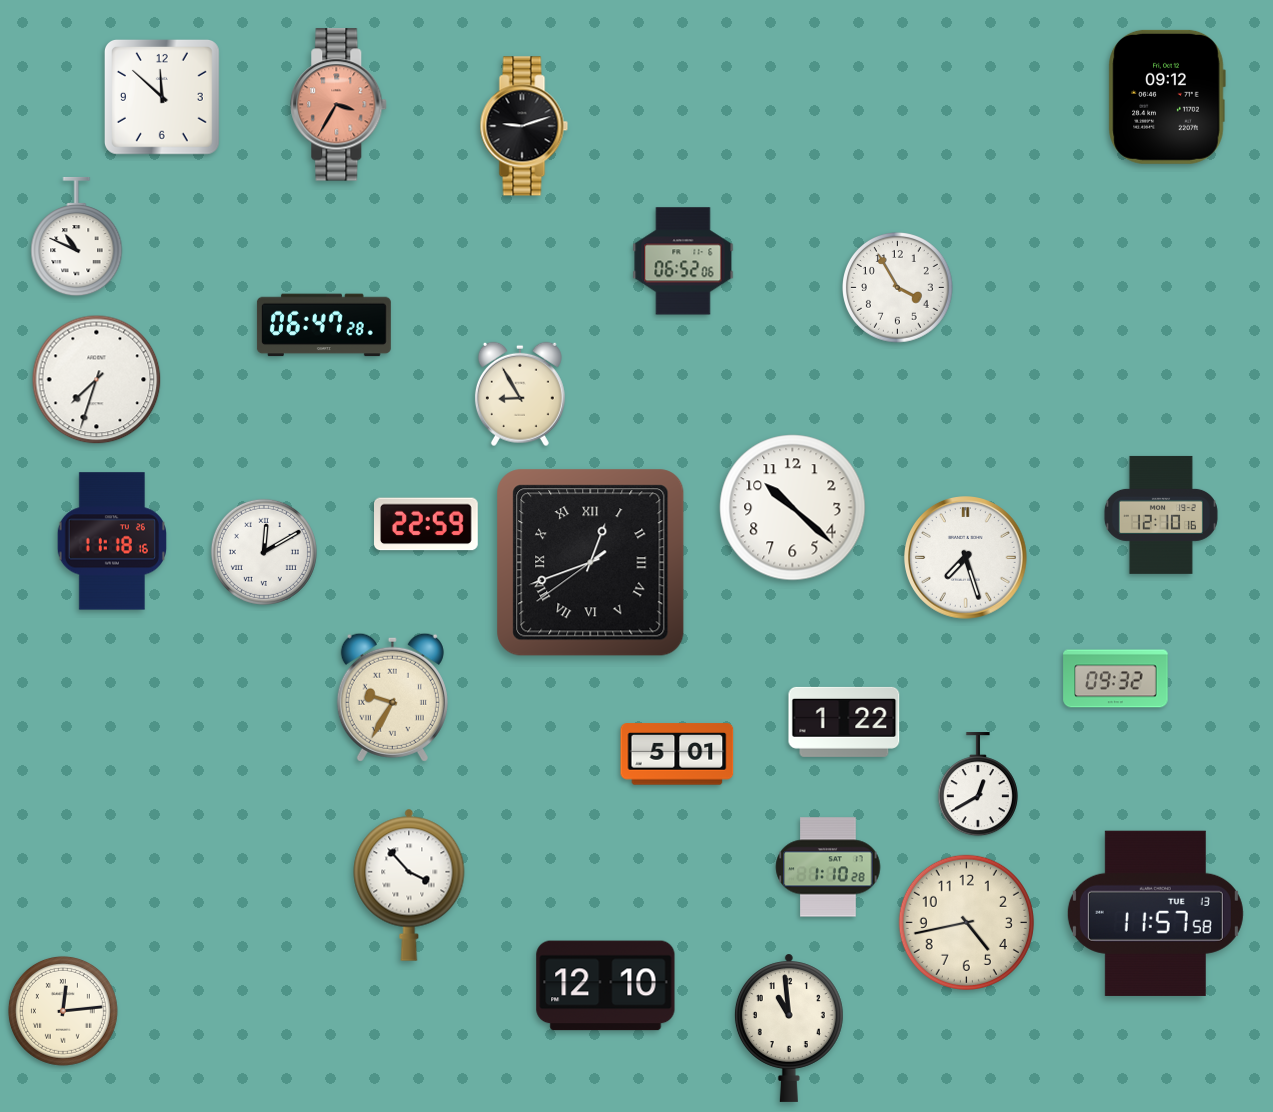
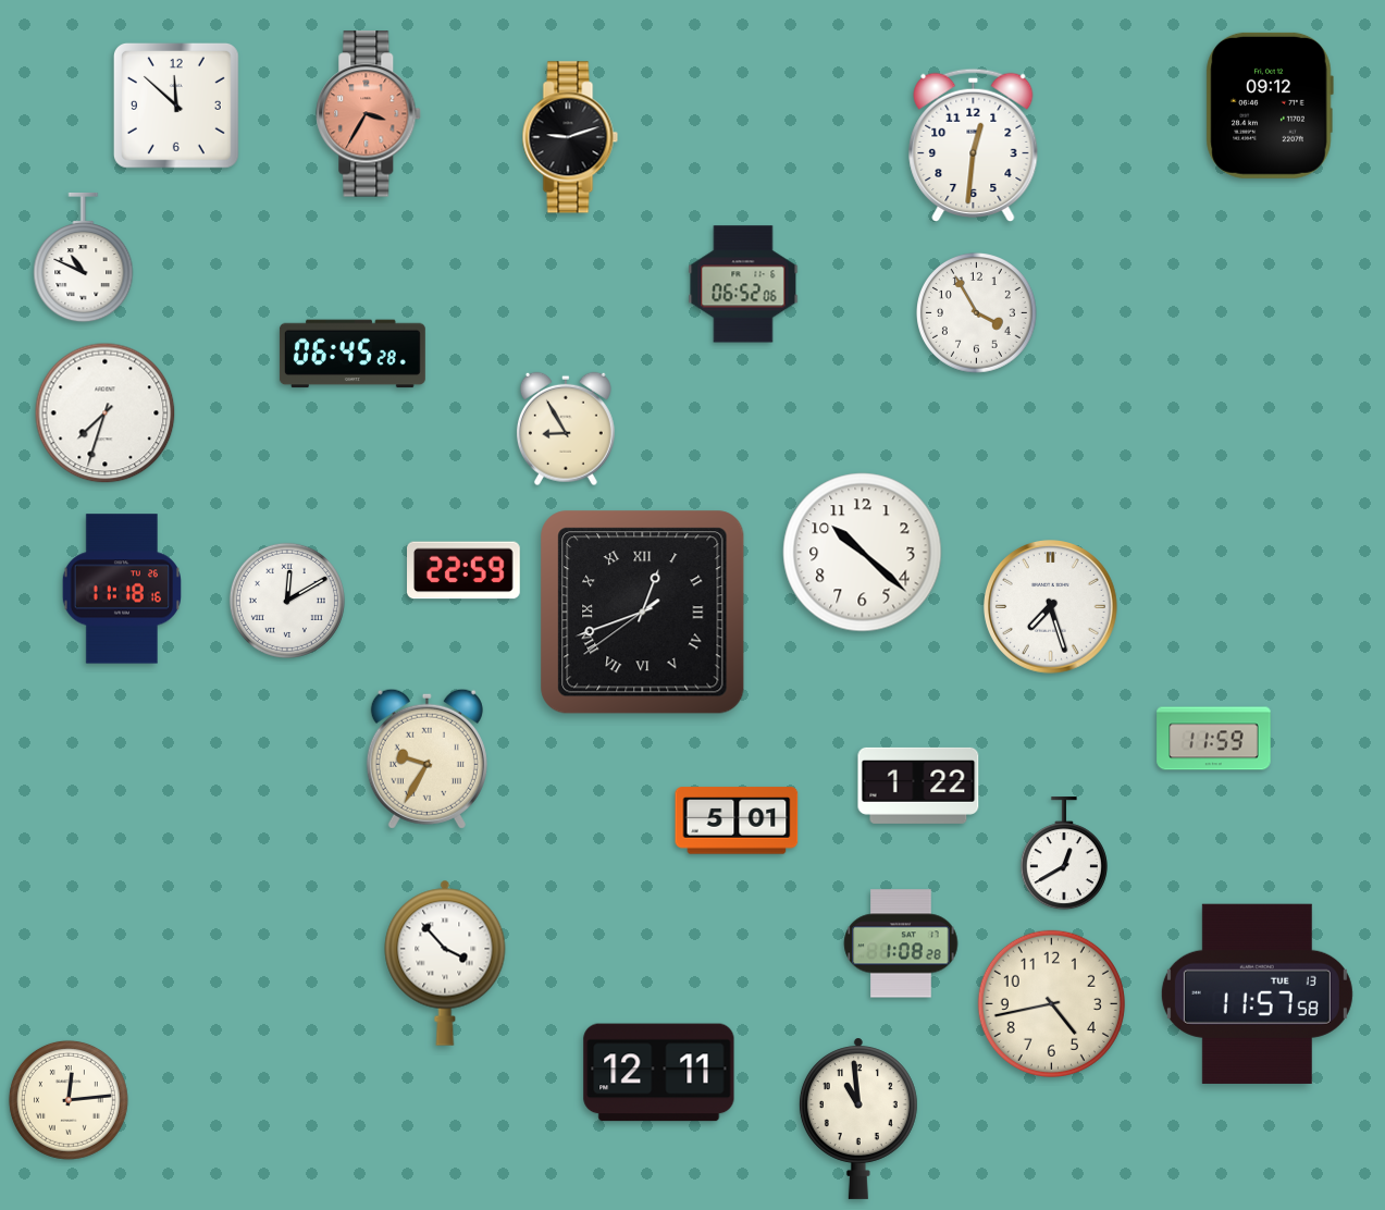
clock at (974, 145): none -> 12:31
clock at (324, 325): 06:47 -> 06:45
clock at (1161, 515): 12:10 -> none
clock at (1116, 679): 09:32 -> 11:59
clock at (828, 867): 1:10 -> 1:08
clock at (606, 986): 12:10 -> 12:11
